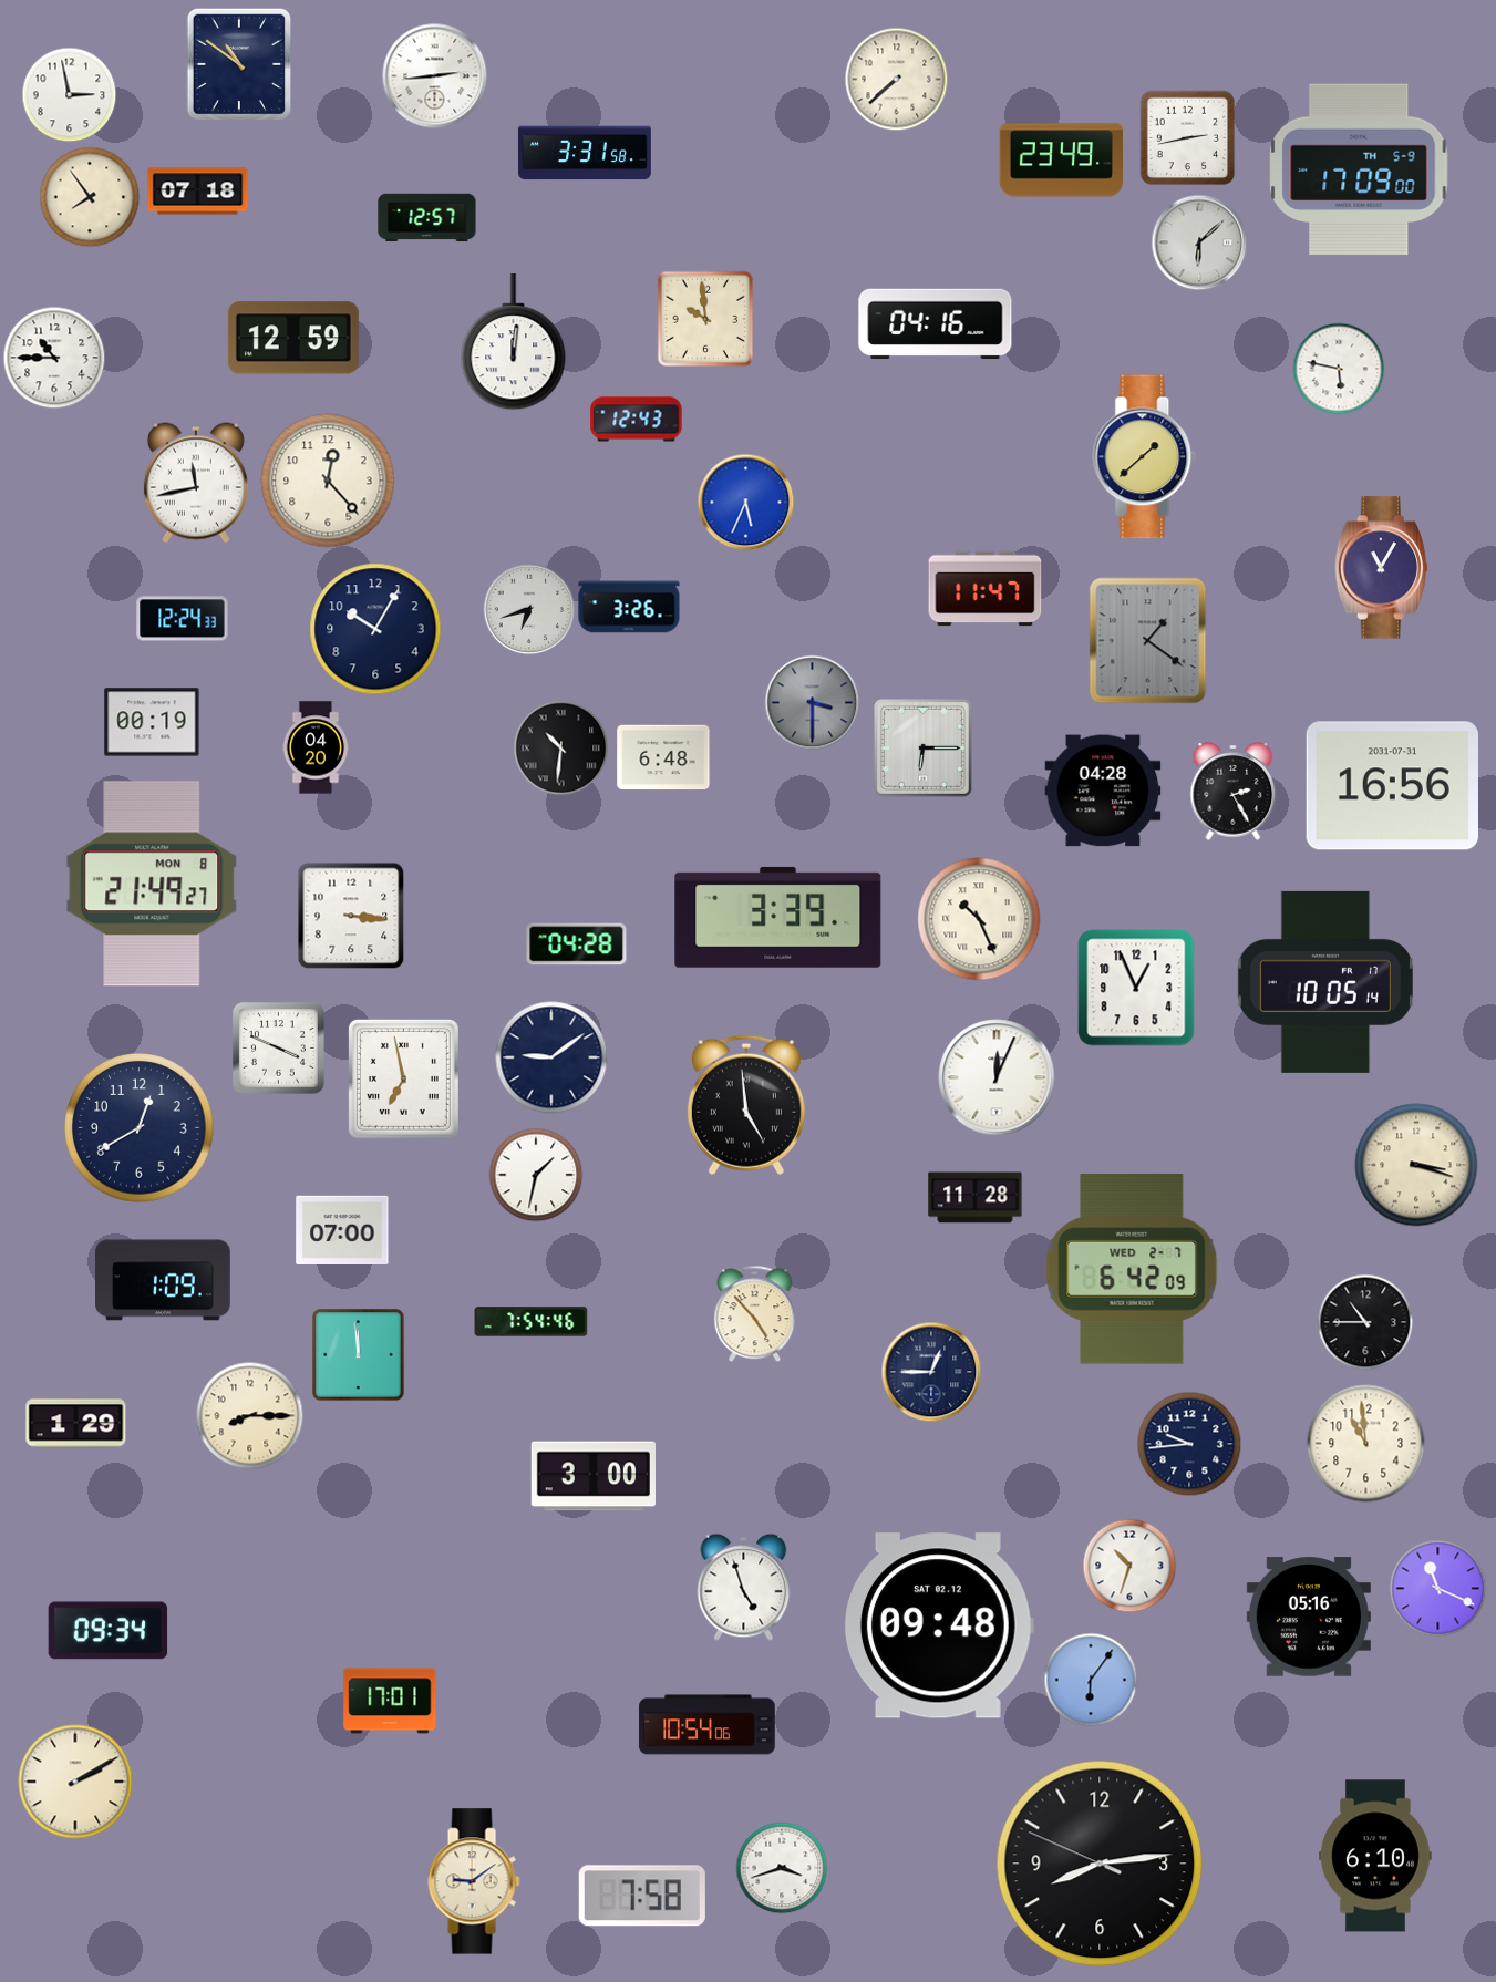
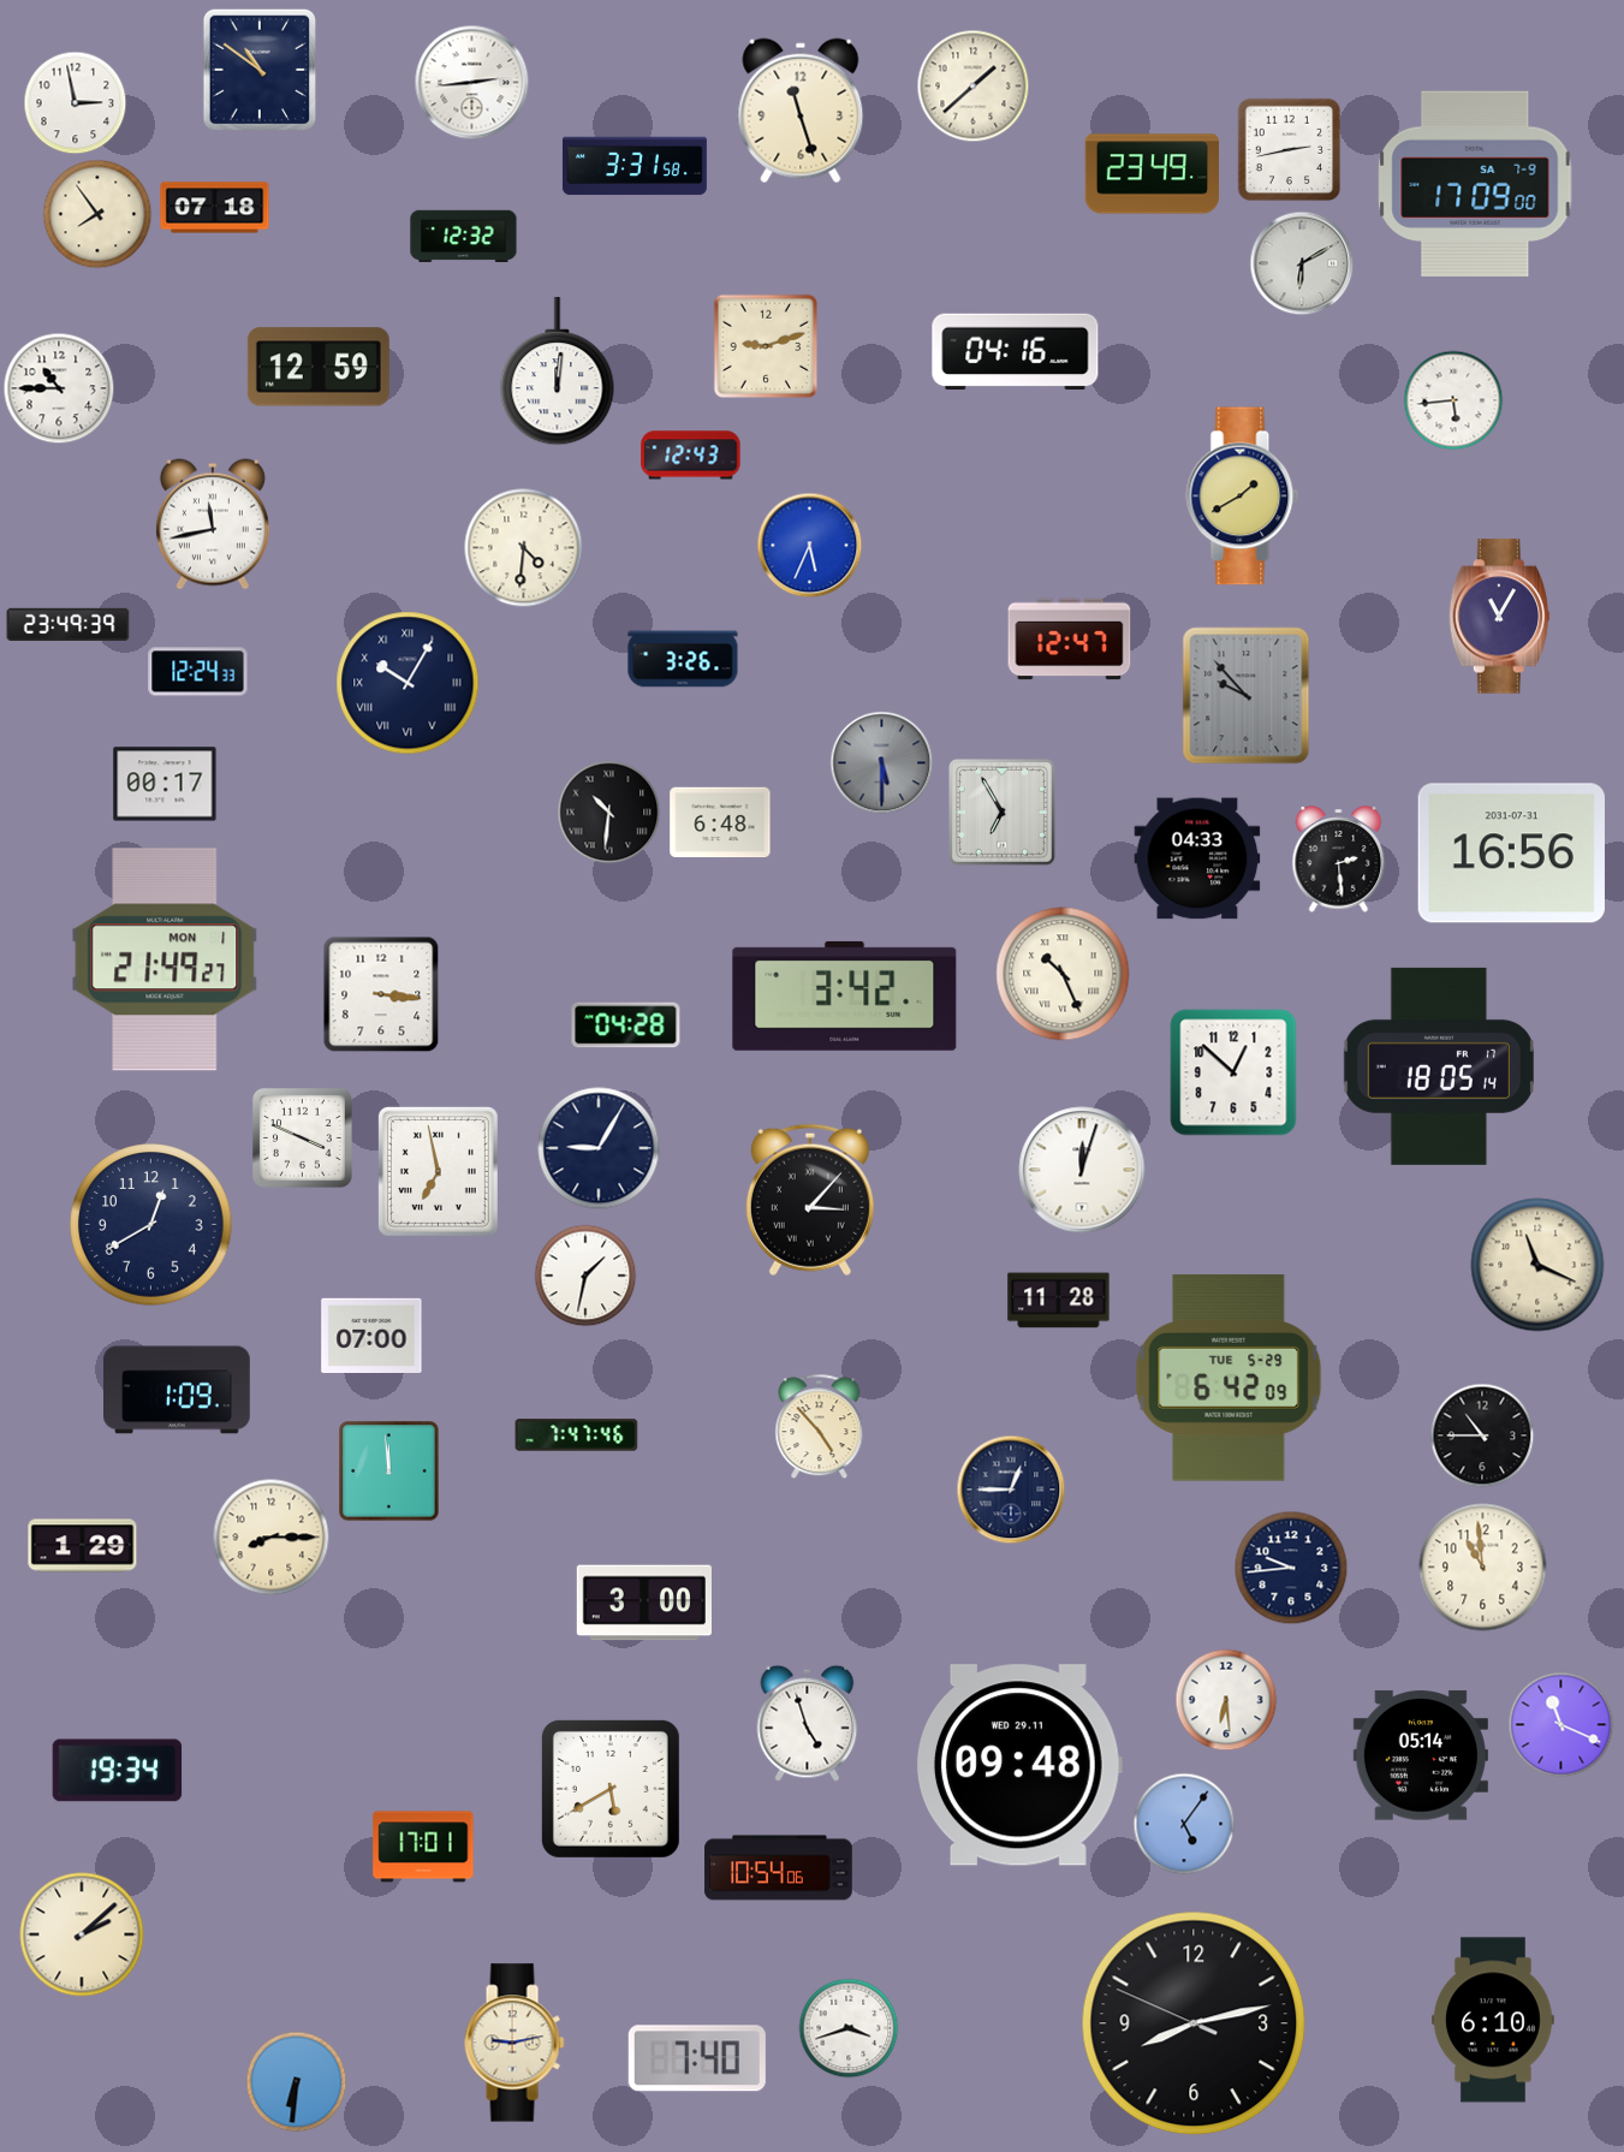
clock at (896, 79): 7:38 -> 1:38
clock at (801, 111): none -> 11:27
clock at (1359, 169) date: TH 5-9 -> SA 7-9
clock at (427, 218): 12:57 -> 12:32
clock at (1199, 242): 6:08 -> 6:10
clock at (705, 319): 9:59 -> 9:12
clock at (1339, 369): 5:47 -> 5:44
clock at (1145, 457): 1:38 -> 1:40
clock at (328, 481): 12:23 -> none
clock at (524, 548): none -> 4:31
clock at (69, 624): none -> 23:49
clock at (986, 589): 11:47 -> 12:47
clock at (529, 609): 6:42 -> none
clock at (375, 629) numerals: Arabic -> Roman
clock at (1148, 641): 1:21 -> 9:53
clock at (812, 702): 3:30 -> 5:30
clock at (152, 722): 00:19 -> 00:17
clock at (316, 747): 04:20 -> none
clock at (922, 747): 6:15 -> 6:55
clock at (1103, 791): 04:28 -> 04:33
clock at (1234, 792): 2:25 -> 2:29
clock at (152, 884) date: MON 8 -> MON 1
clock at (778, 917): 3:39 -> 3:42
clock at (979, 919) position: (979, 919) -> (1063, 974)
clock at (1325, 982): 10:05 -> 18:05
clock at (1136, 988): 12:56 -> 12:52
clock at (551, 1057): 9:09 -> 9:05
clock at (997, 1077): 12:04 -> 12:03
clock at (746, 1105): 4:59 -> 3:07
clock at (1416, 1165): 3:18 -> 11:19
clock at (536, 1175) position: (536, 1175) -> (585, 1276)
clock at (1132, 1270) date: WED 2-7 -> TUE 5-29
clock at (532, 1322): 7:54 -> 7:47
clock at (1129, 1566): 10:33 -> 6:29
clock at (1309, 1617): 05:16 -> 05:14
clock at (939, 1625) date: SAT 02.12 -> WED 29.11
clock at (109, 1631): 09:34 -> 19:34
clock at (611, 1789): none -> 5:40
clock at (1091, 1680): 6:06 -> 5:06
clock at (708, 1725) position: (708, 1725) -> (779, 1868)
clock at (75, 1782): 2:10 -> 2:08
clock at (1375, 1856) position: (1375, 1856) -> (1493, 2020)
clock at (1100, 1864): 8:13 -> 8:12
clock at (474, 1881): 9:09 -> 9:13
clock at (642, 1896): 7:58 -> 7:40
clock at (296, 2081): none -> 6:31
